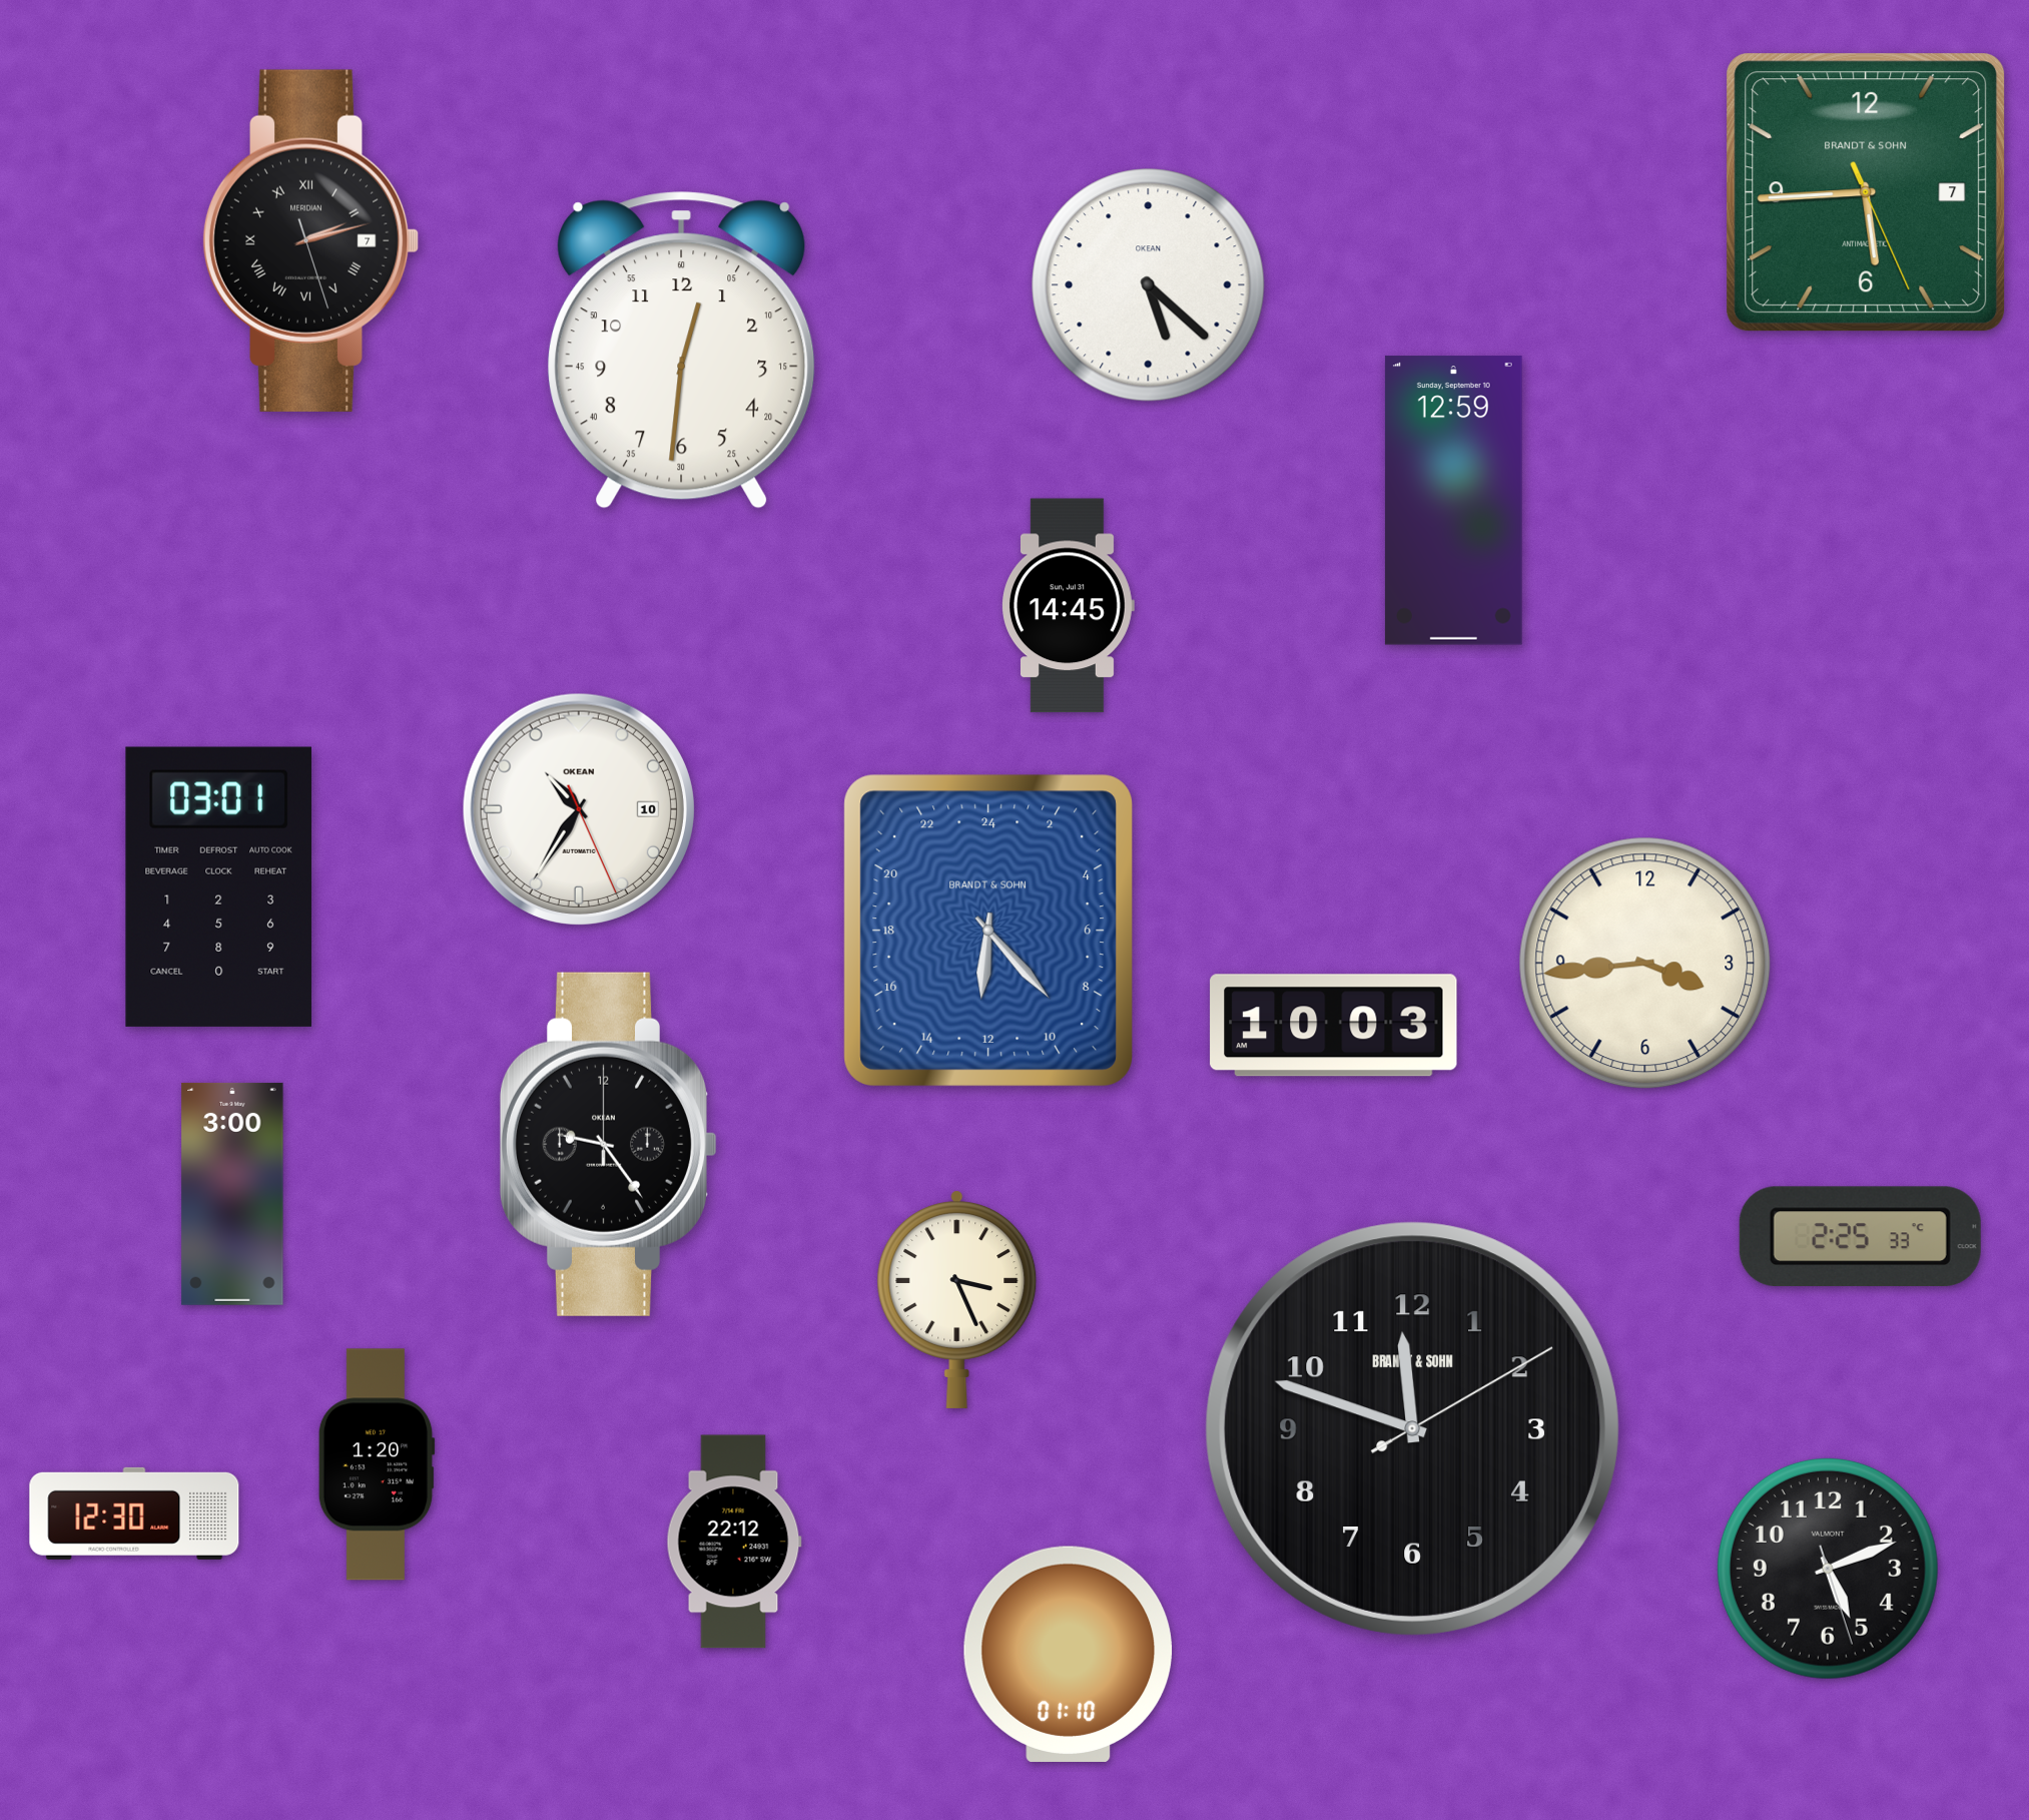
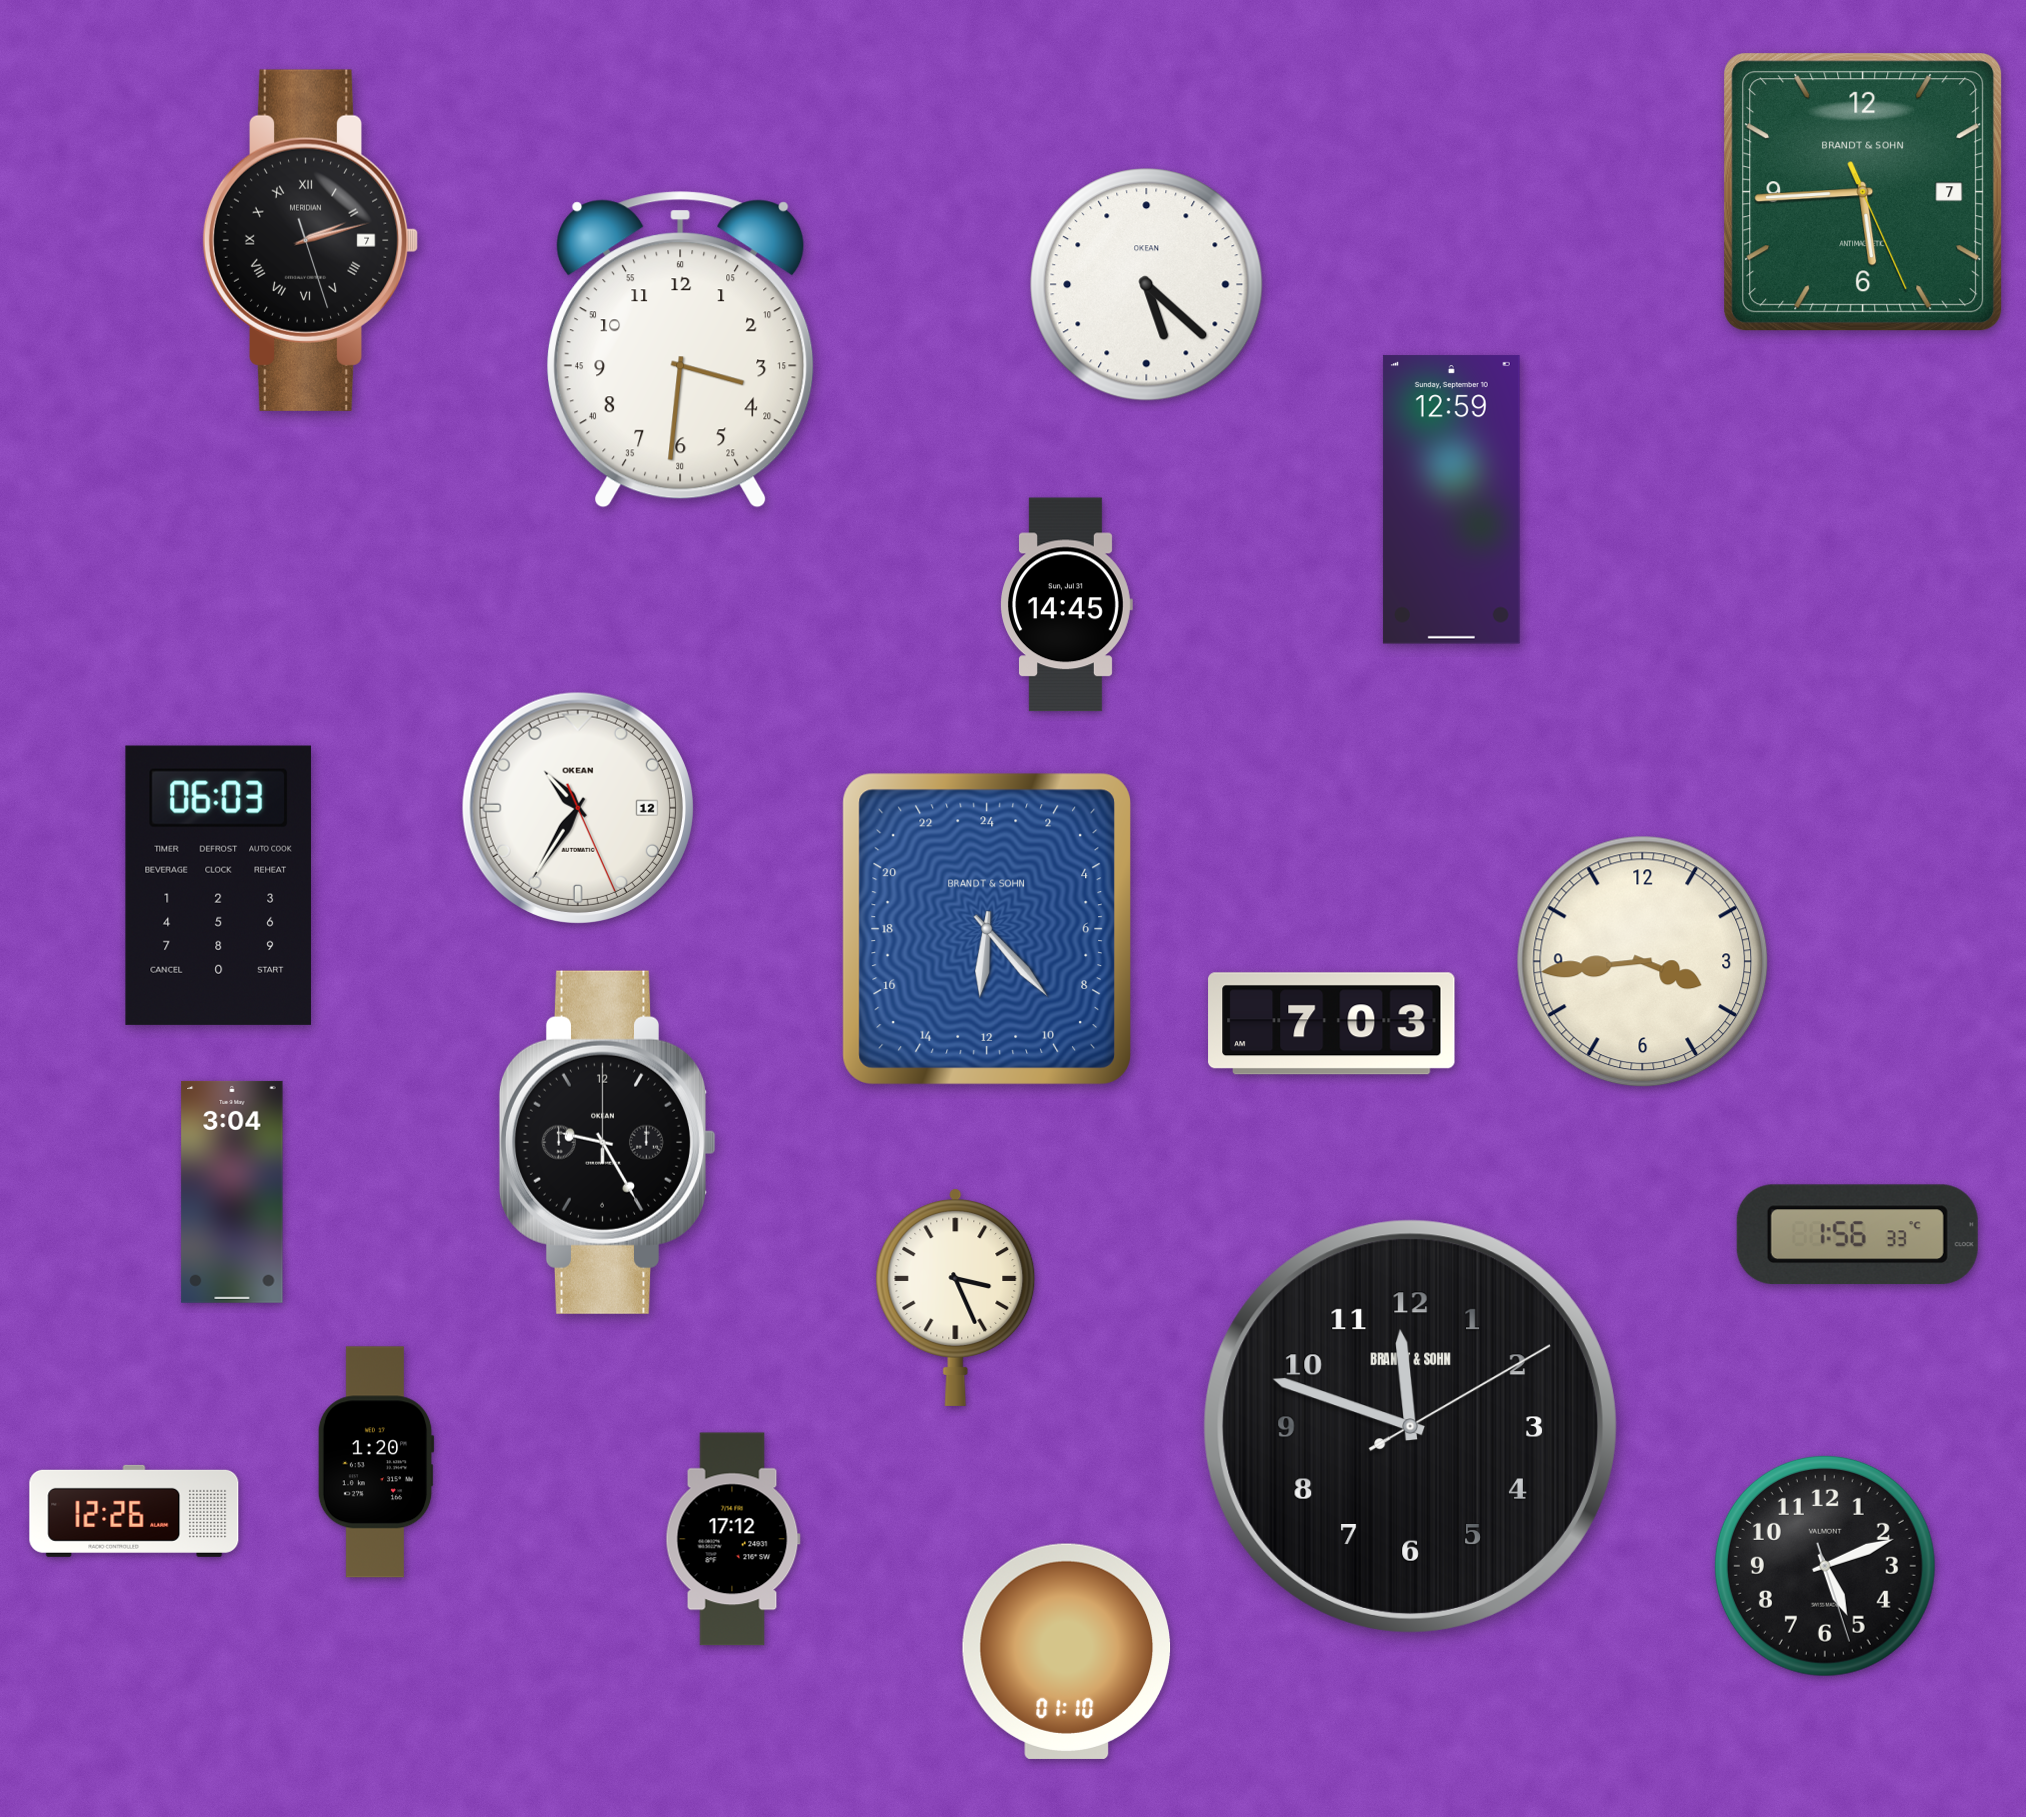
clock at (682, 351): 12:31 -> 3:31
clock at (578, 808) date: 10 -> 12
clock at (218, 886): 03:01 -> 06:03
clock at (1334, 1026): 10:03 -> 7:03
clock at (609, 1144): 9:24 -> 9:25
clock at (232, 1194): 3:00 -> 3:04
clock at (1860, 1237): 2:25 -> 1:56
clock at (134, 1513): 12:30 -> 12:26
clock at (734, 1542): 22:12 -> 17:12
